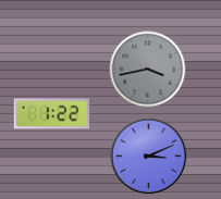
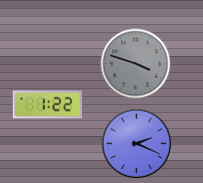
clock at (148, 70): 3:43 -> 3:48
clock at (148, 156): 3:11 -> 2:19
